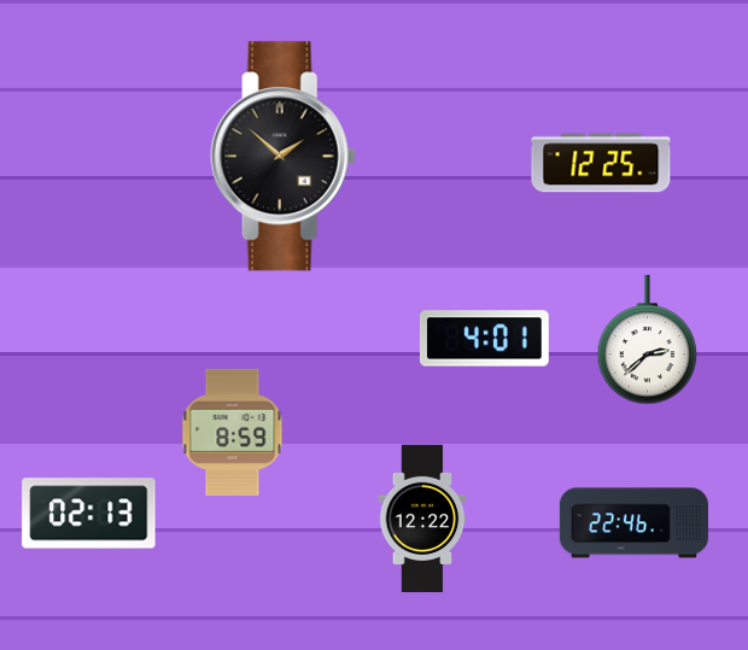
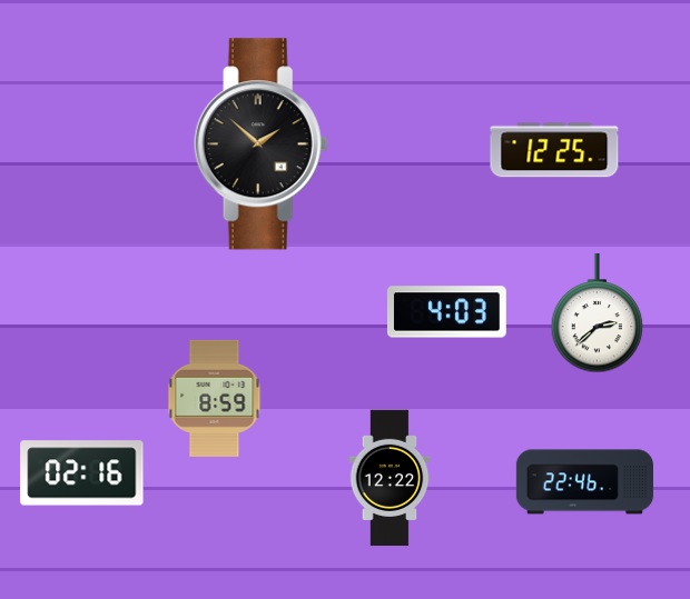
clock at (484, 339): 4:01 -> 4:03
clock at (89, 514): 02:13 -> 02:16
